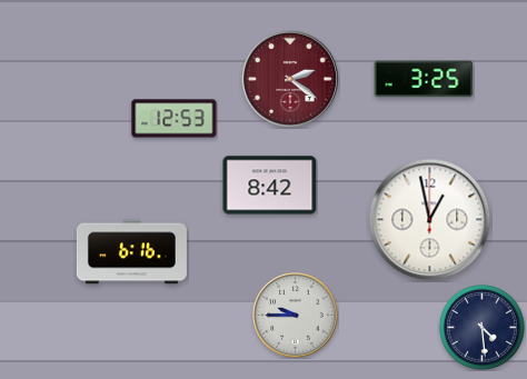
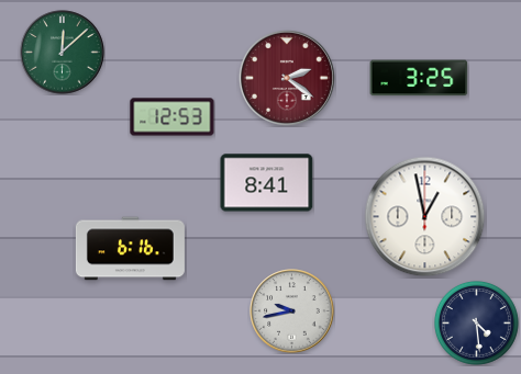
clock at (63, 53): none -> 12:08
clock at (270, 186): 8:42 -> 8:41
clock at (296, 316): 9:45 -> 9:43
